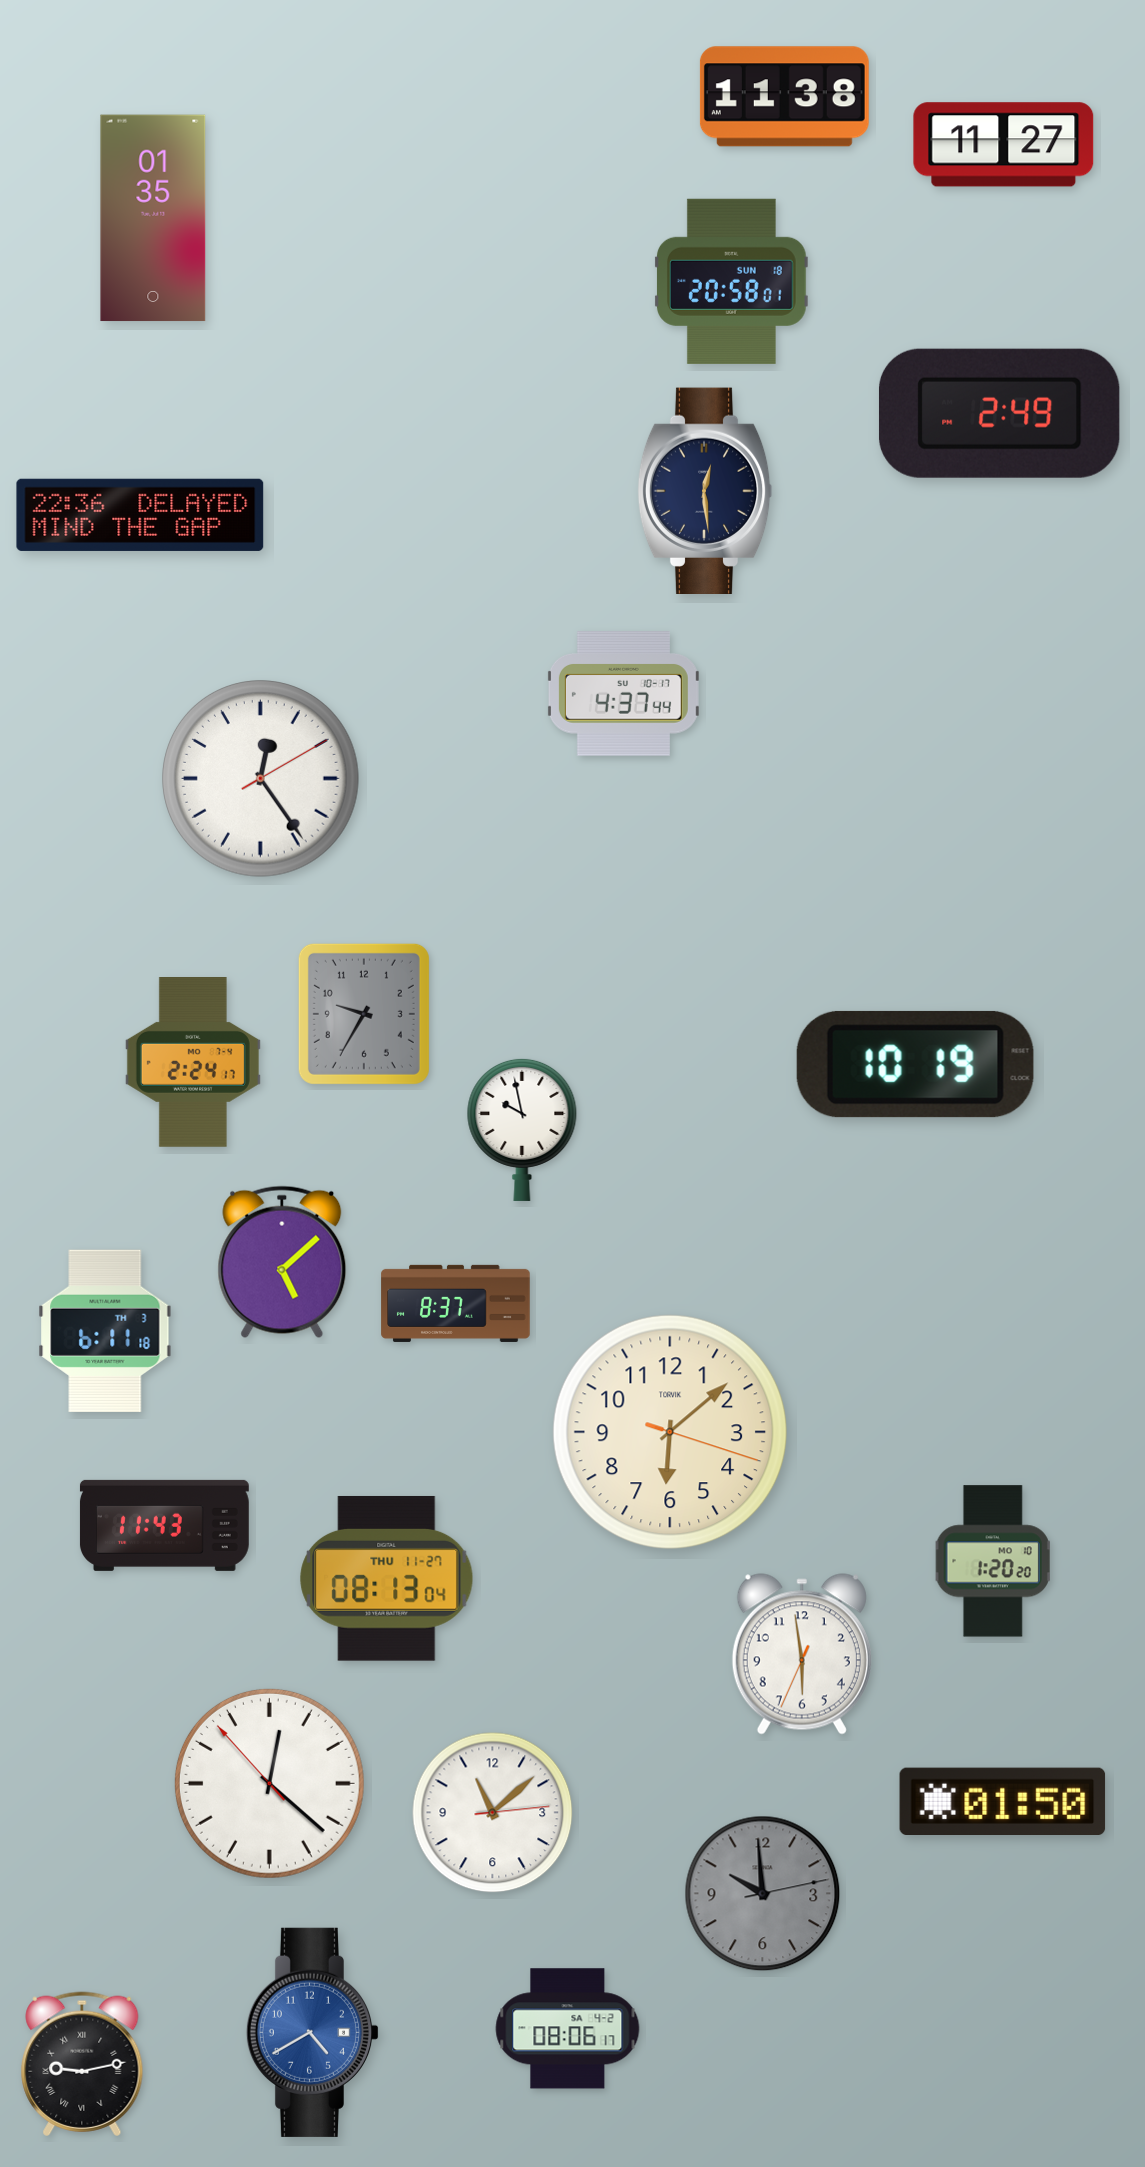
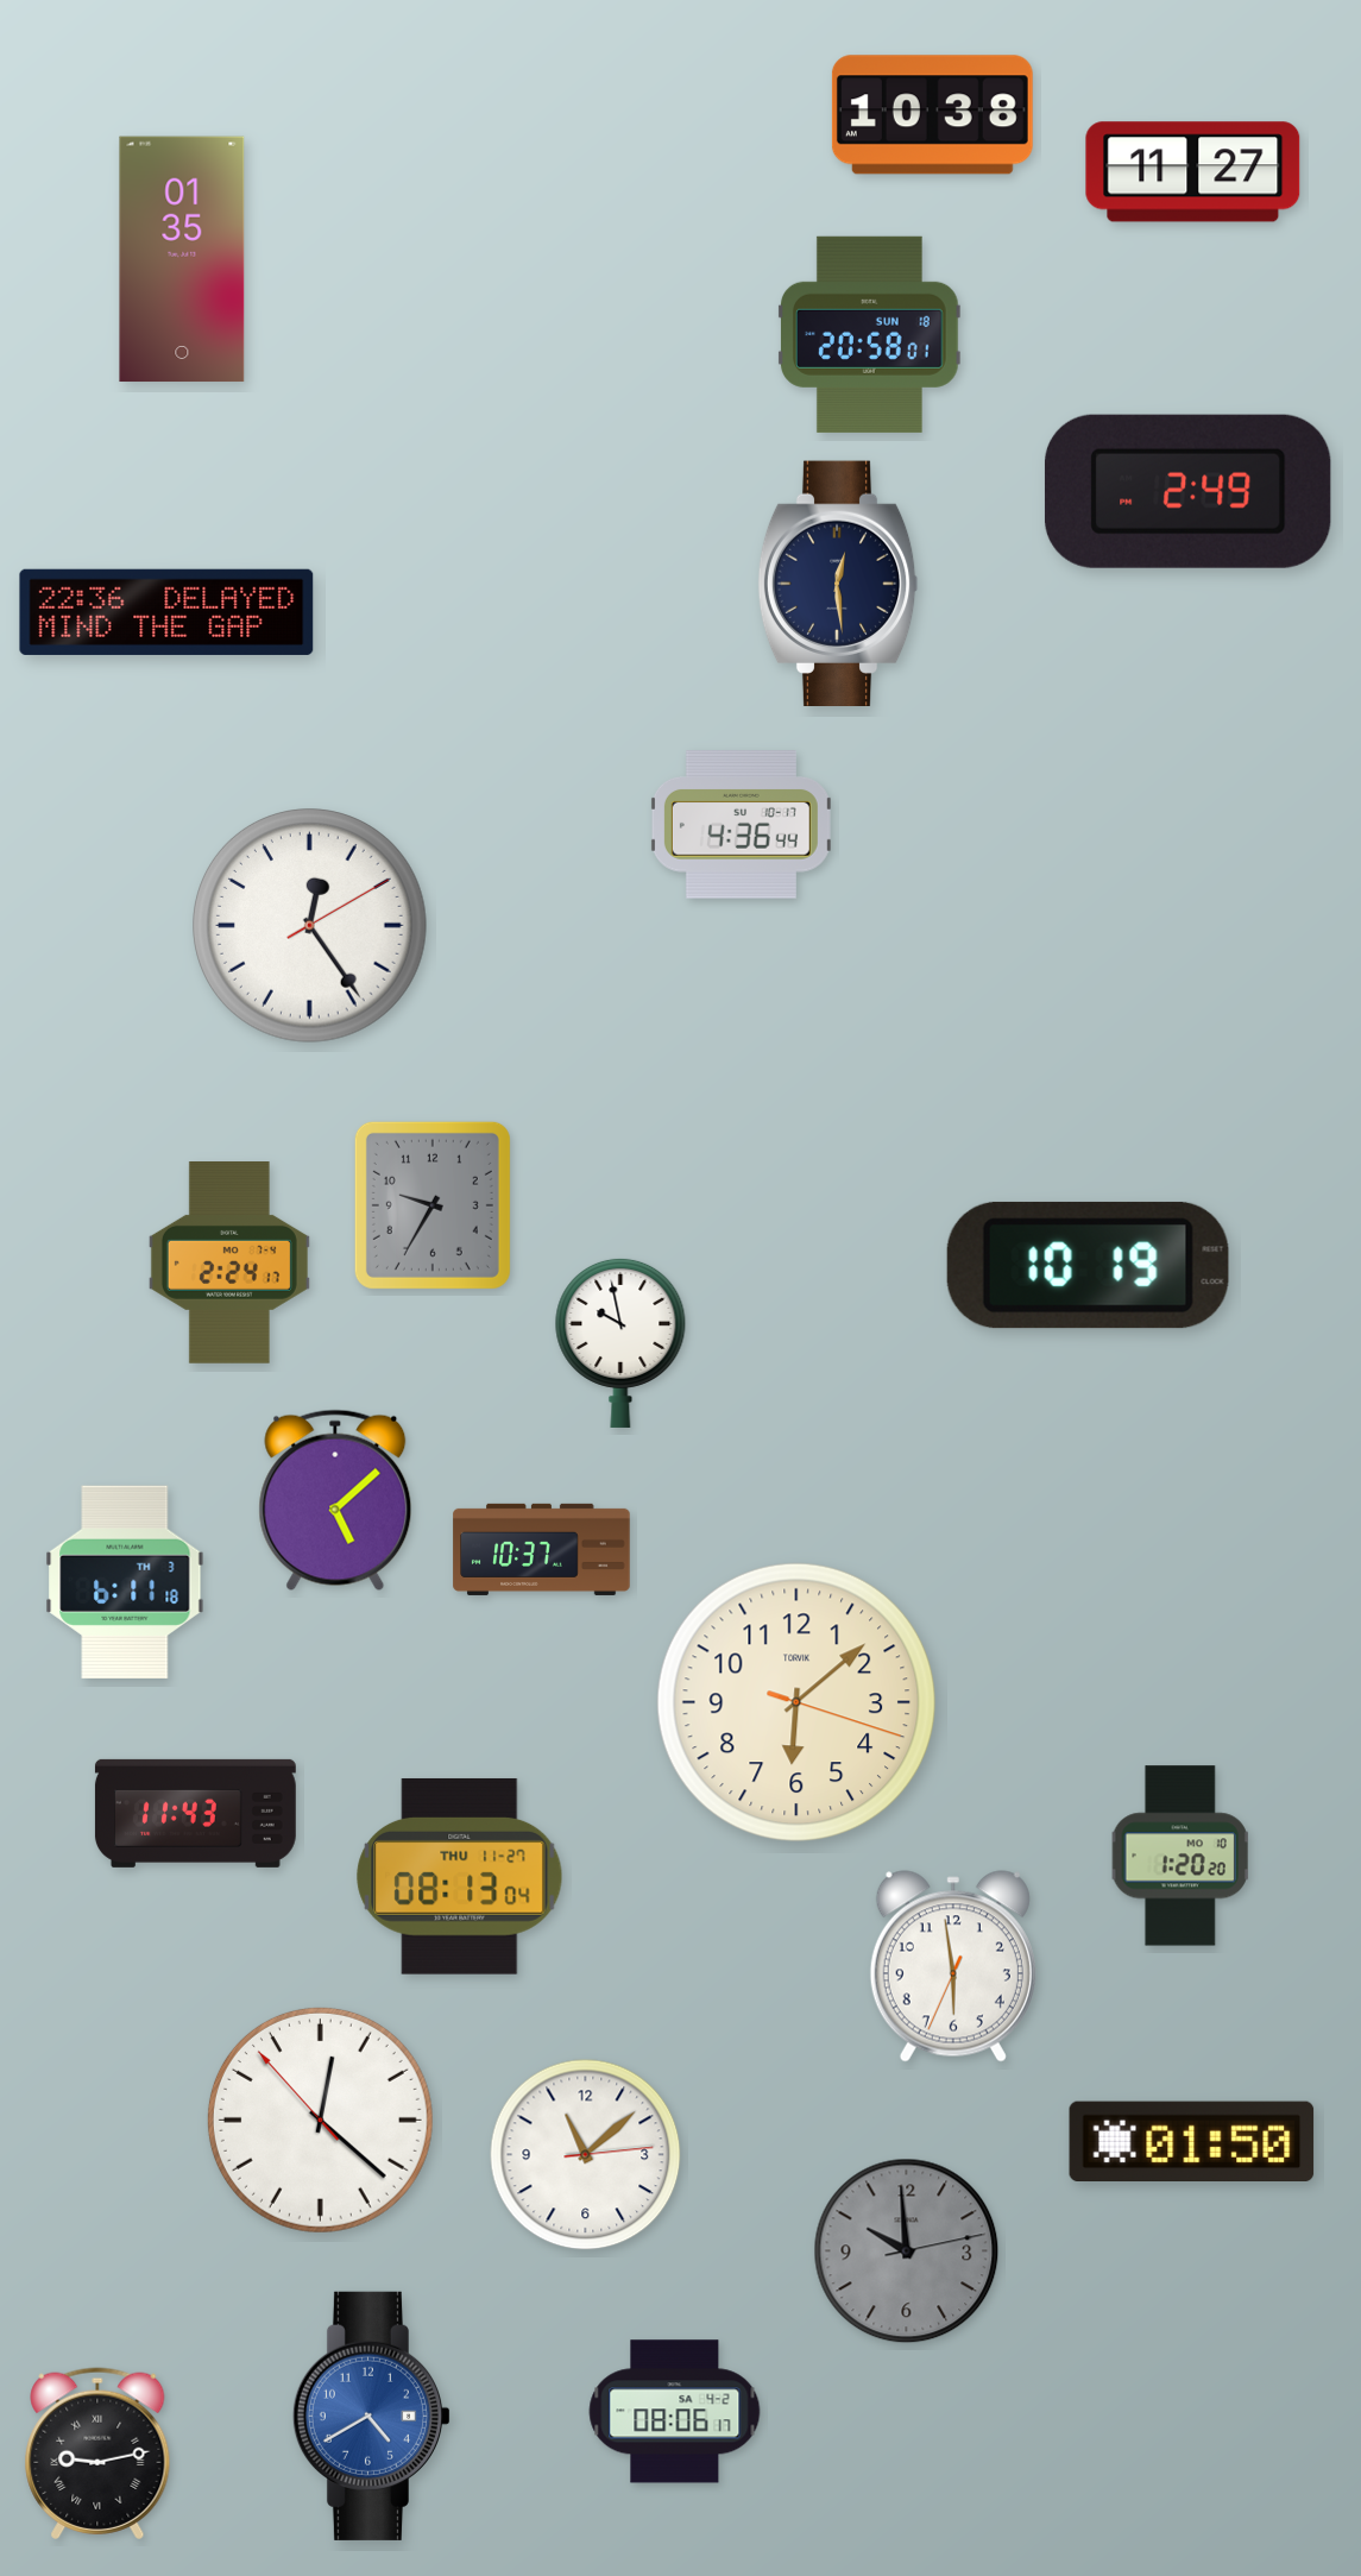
clock at (784, 97): 11:38 -> 10:38
clock at (623, 694): 4:37 -> 4:36
clock at (456, 1303): 8:37 -> 10:37
